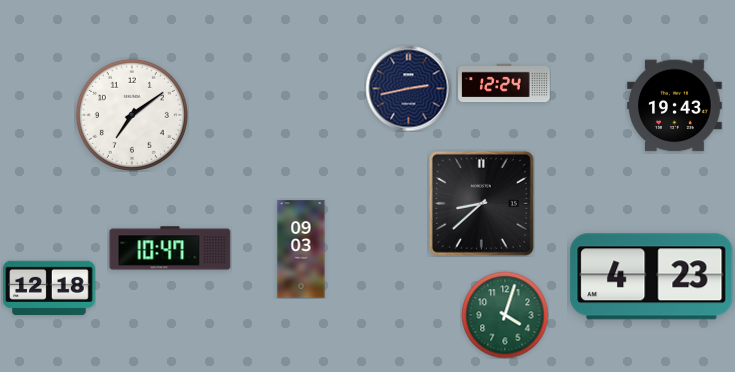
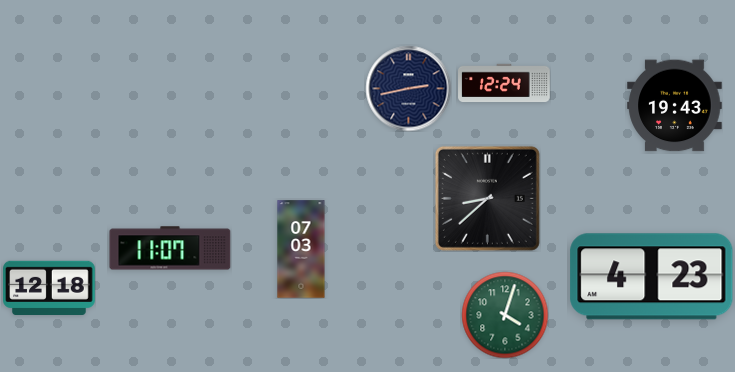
clock at (132, 115): 7:09 -> none
clock at (481, 203) position: (481, 203) -> (487, 198)
clock at (170, 248): 10:47 -> 11:07
clock at (301, 249): 09:03 -> 07:03
